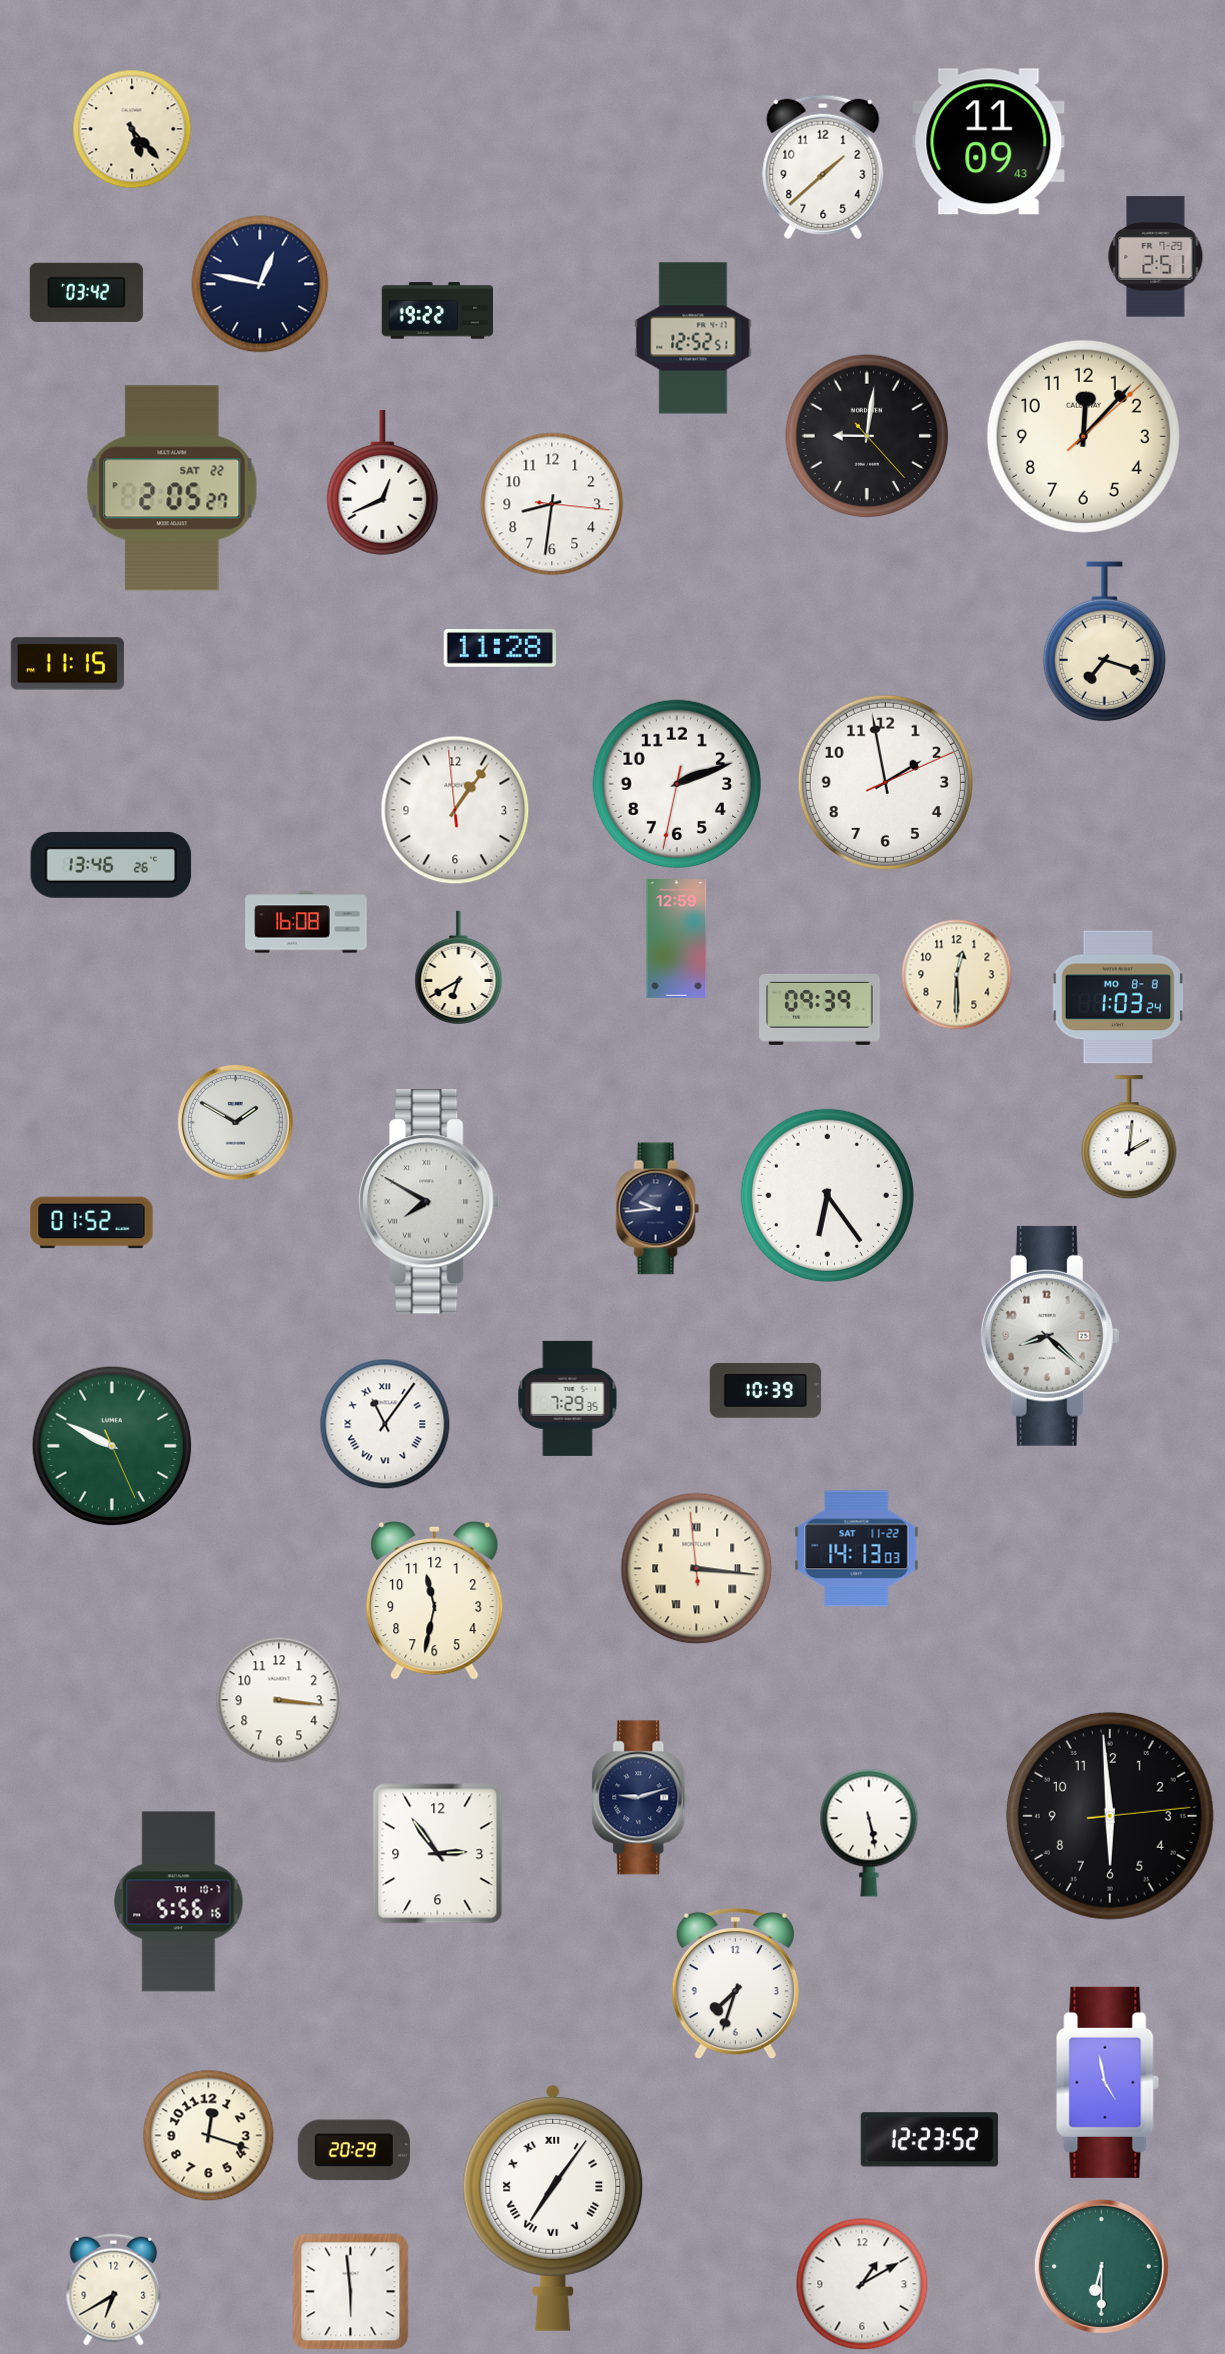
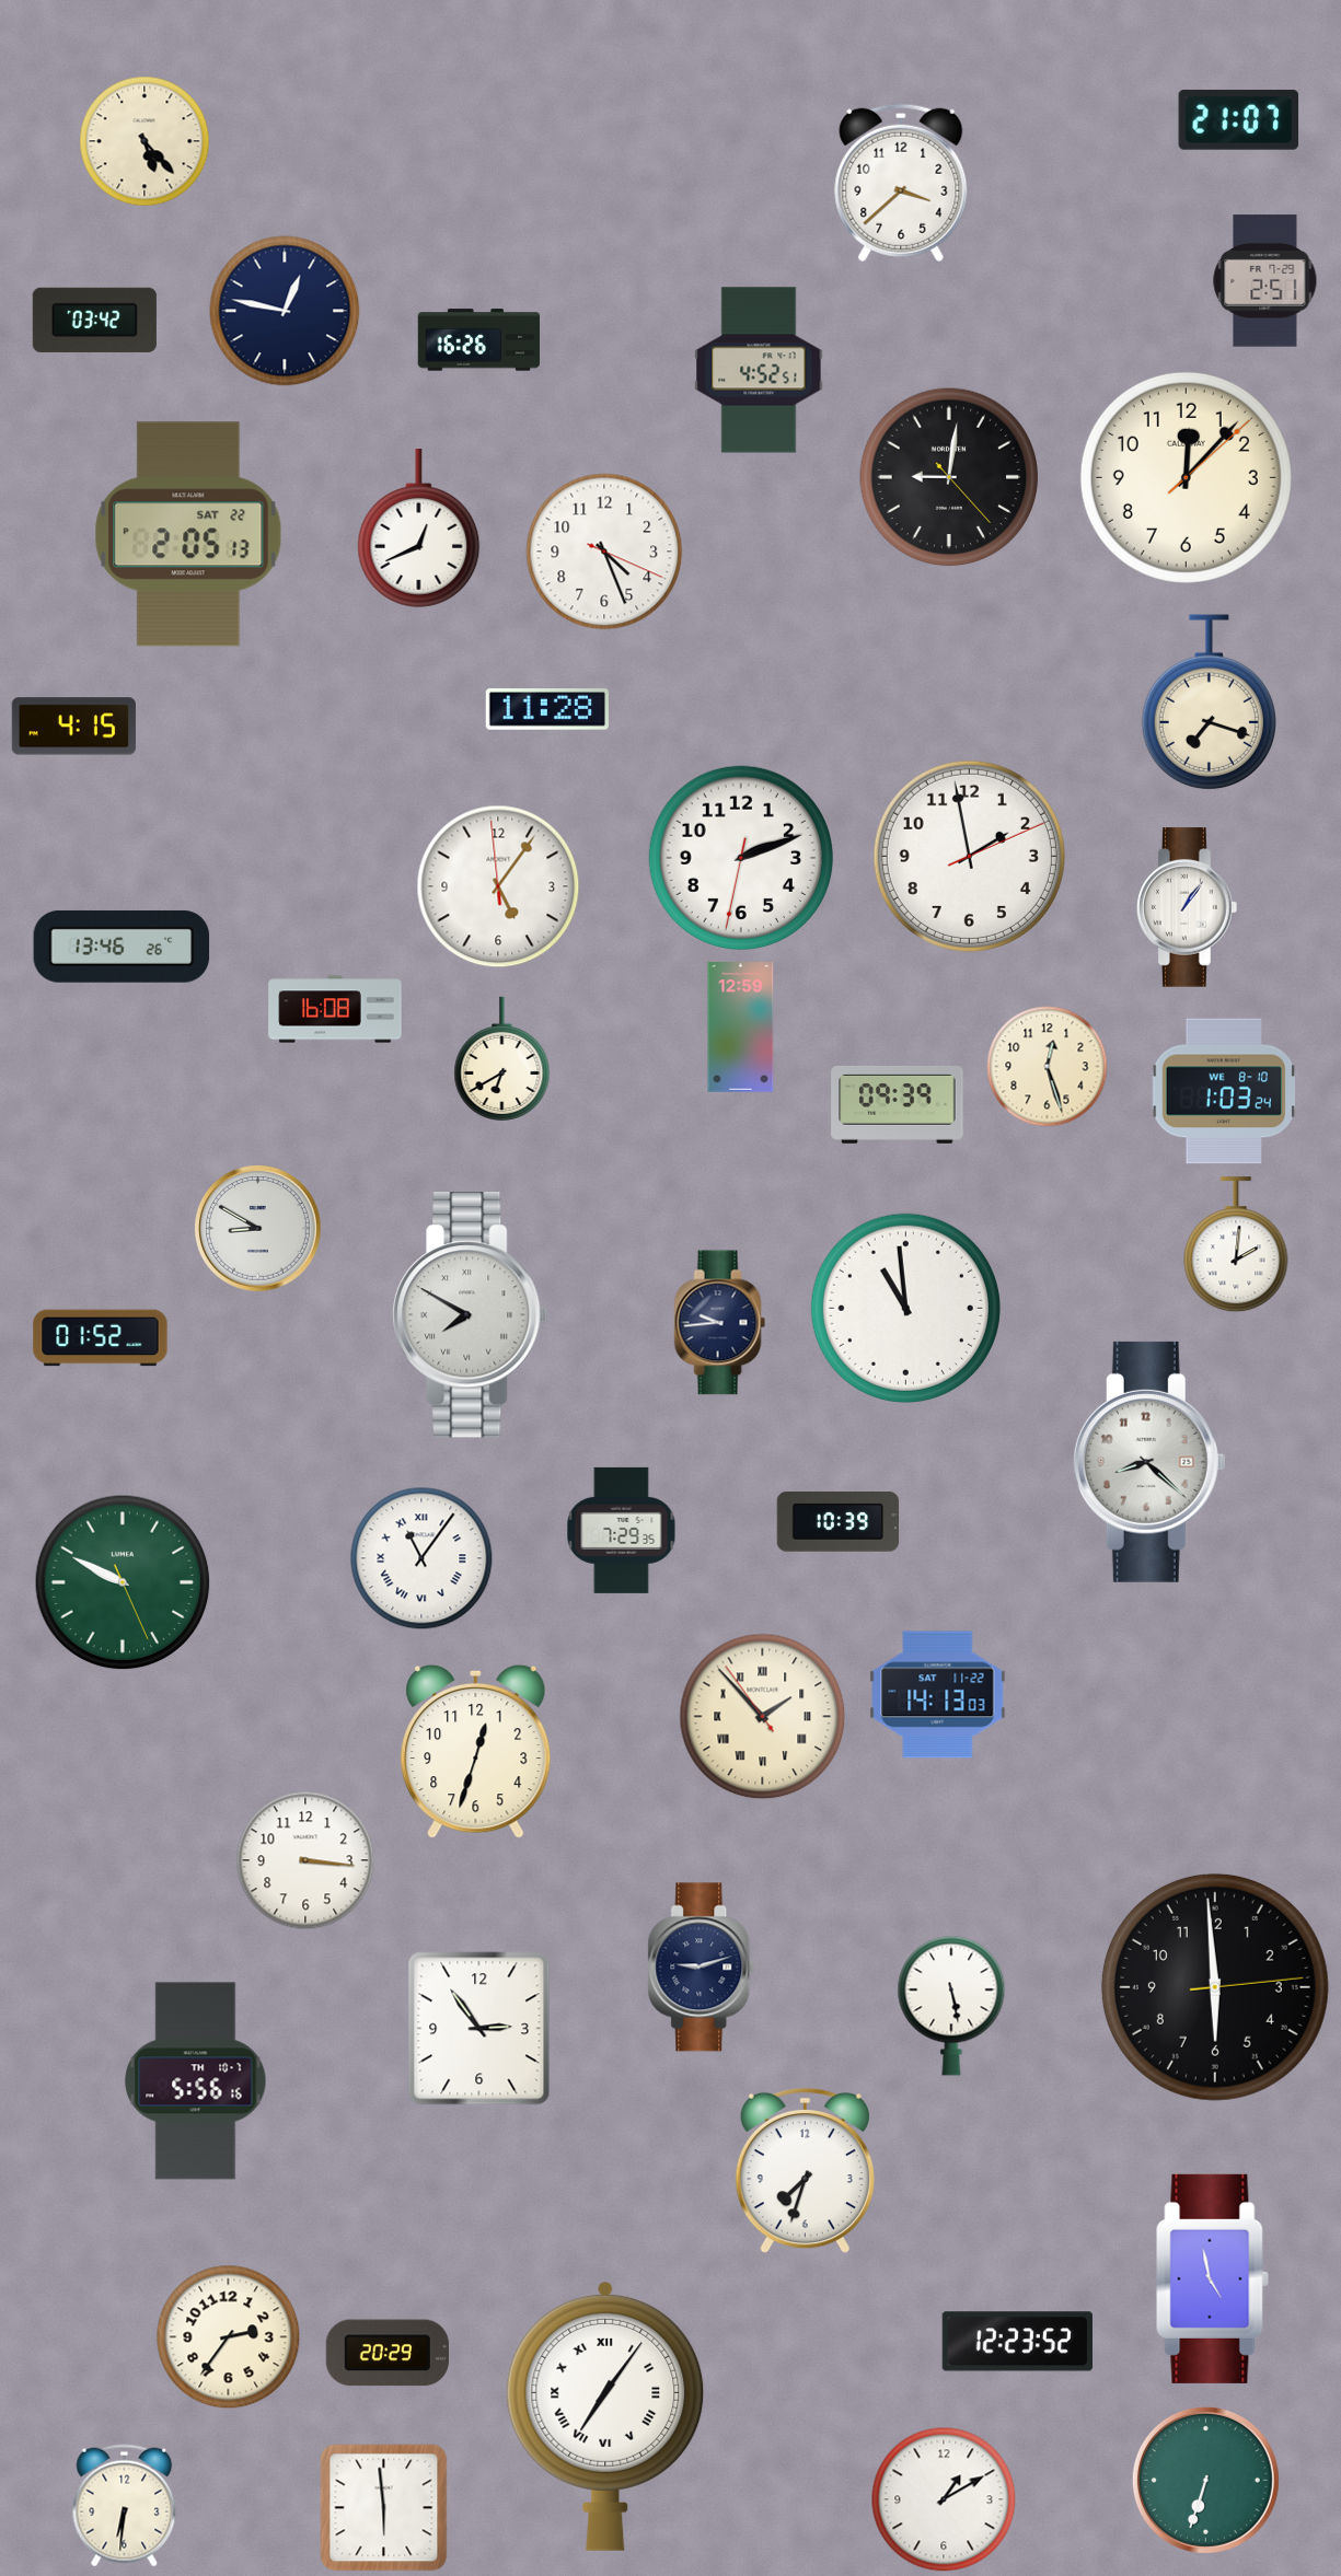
clock at (1239, 119): none -> 21:07
clock at (989, 142): 11:09 -> none
clock at (823, 167): 1:38 -> 3:38
clock at (438, 311): 19:22 -> 16:26
clock at (693, 338): 12:52 -> 4:52
clock at (172, 488): 2:05:27 -> 2:05:13
clock at (552, 504): 8:31 -> 4:26
clock at (67, 664): 11:15 -> 4:15
clock at (455, 810): 1:05 -> 5:05
clock at (1187, 907): none -> 1:06
clock at (957, 975): 12:30 -> 12:27
clock at (1118, 997) date: MO 8-8 -> WE 8-10
clock at (236, 1123): 1:50 -> 8:50
clock at (827, 1195): 6:24 -> 10:59
clock at (697, 1569): 3:15 -> 1:52
clock at (435, 1600): 11:32 -> 12:33
clock at (209, 2136): 12:18 -> 2:36
clock at (1101, 2266): 6:30 -> 6:33
clock at (114, 2290): 6:40 -> 6:31
